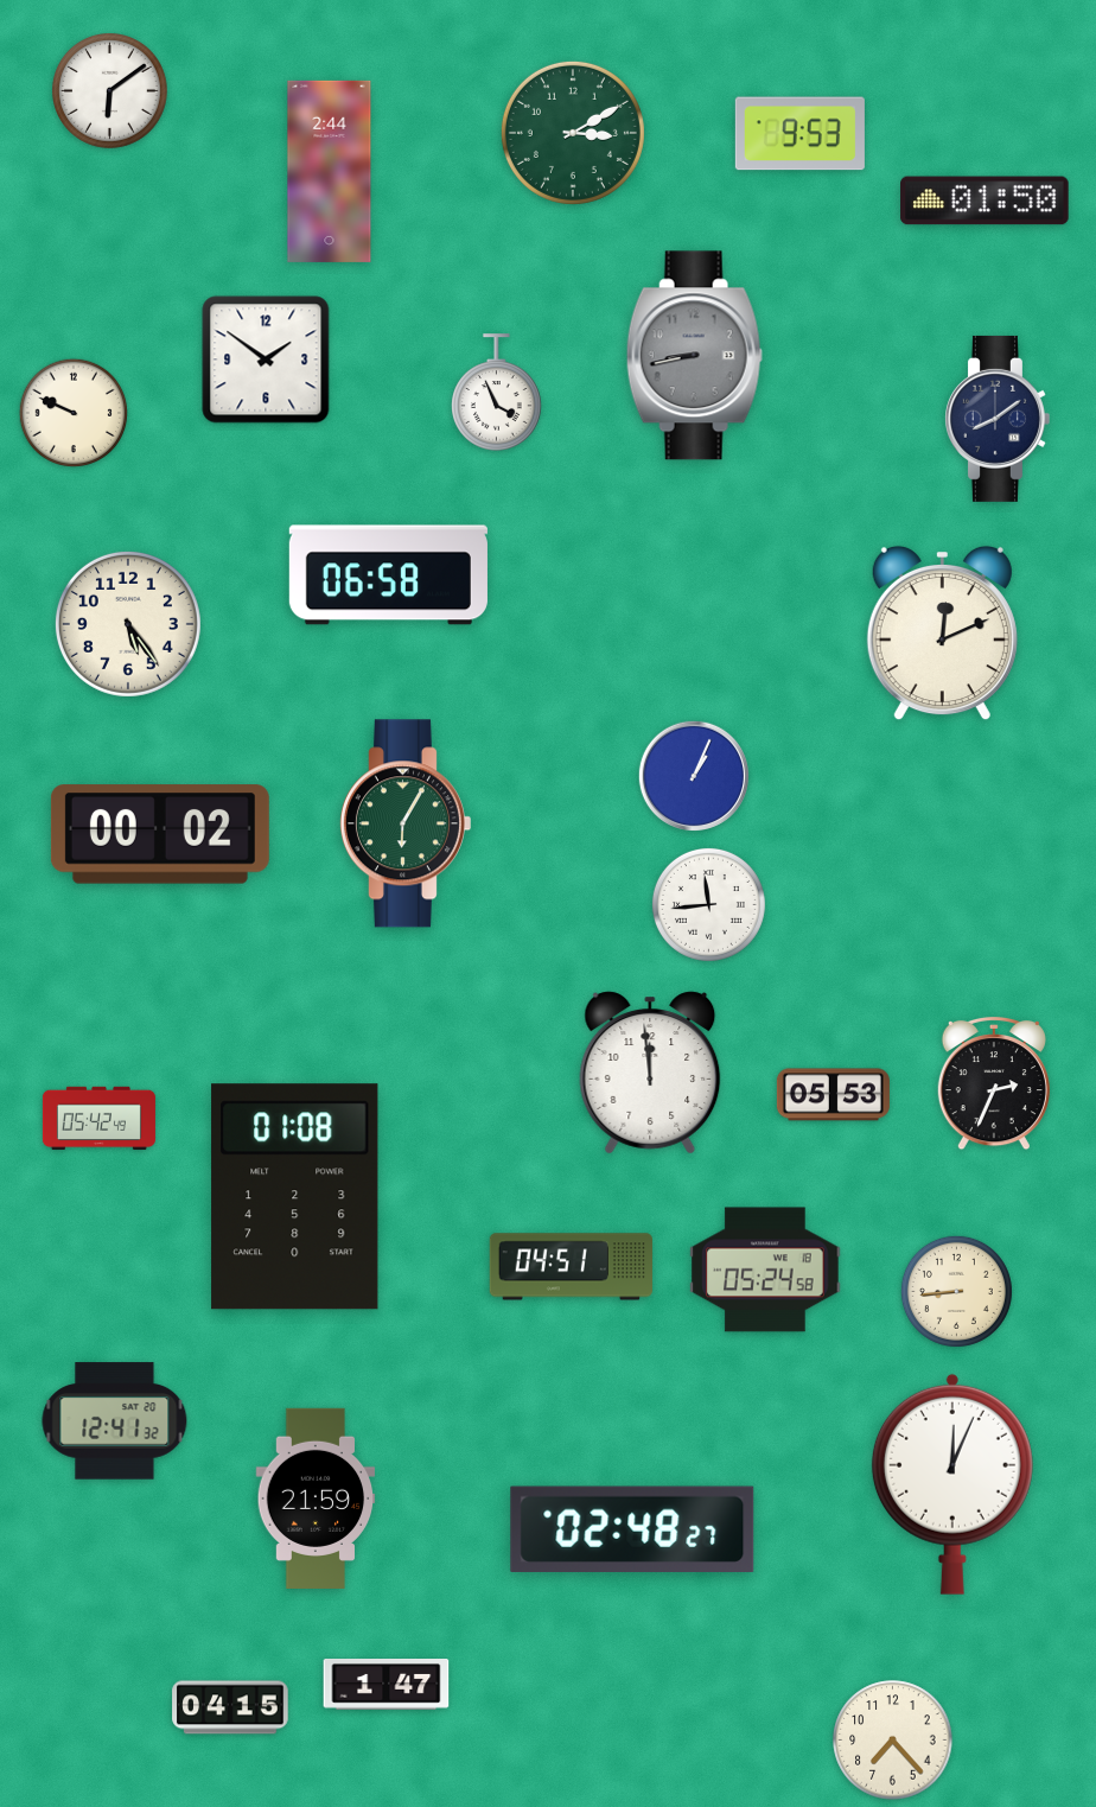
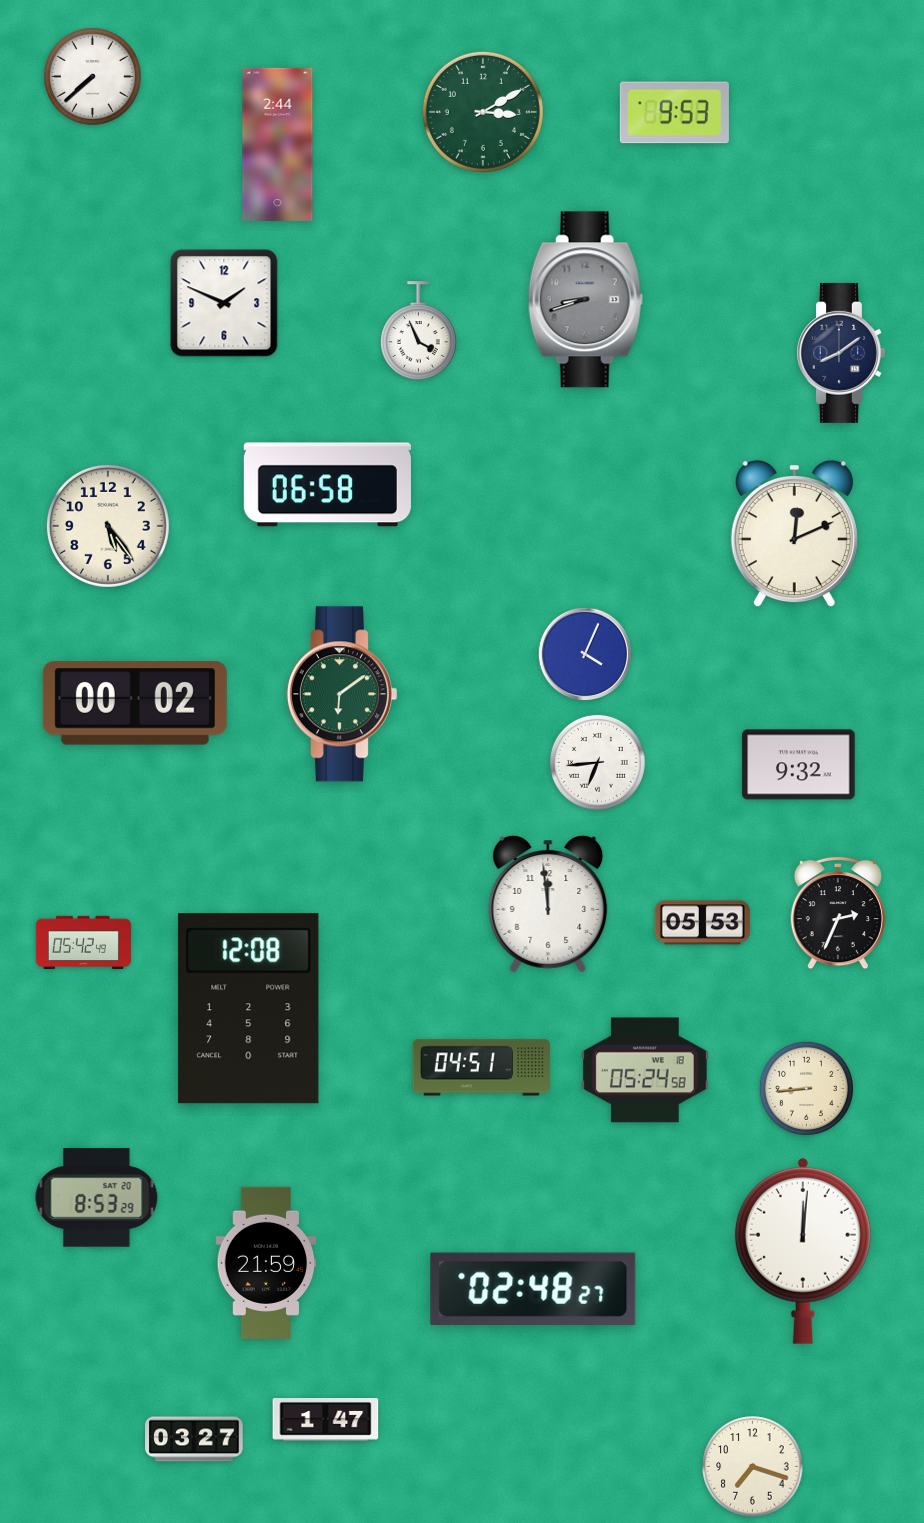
clock at (110, 91): 6:09 -> 7:38
clock at (985, 201): 01:50 -> none
clock at (694, 356): 8:43 -> 8:42
clock at (266, 360): 1:51 -> 1:49
clock at (74, 413): 9:49 -> none
clock at (693, 775): 1:04 -> 4:04
clock at (404, 823): 6:05 -> 6:09
clock at (708, 904): 11:44 -> 6:44
clock at (799, 765): none -> 9:32
clock at (295, 1197): 01:08 -> 12:08
clock at (115, 1421): 12:41 -> 8:53
clock at (952, 1484): 12:04 -> 12:01
clock at (230, 1707): 04:15 -> 03:27
clock at (893, 1741): 7:23 -> 7:18
